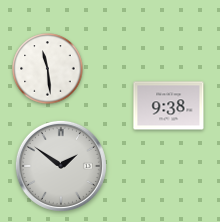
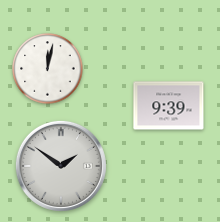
clock at (48, 69): 11:29 -> 12:02
clock at (169, 106): 9:38 -> 9:39
